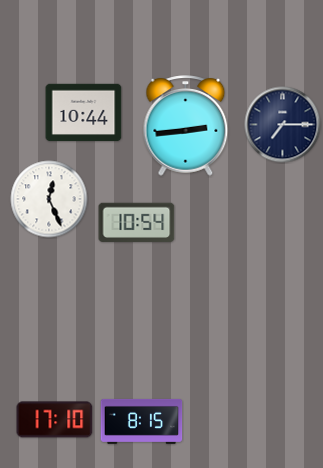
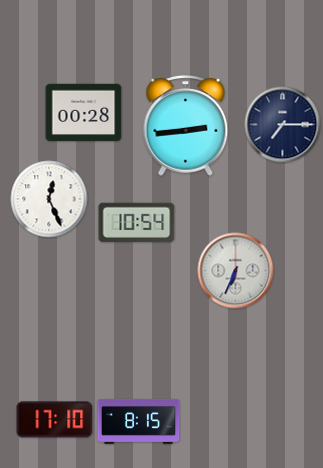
clock at (84, 113): 10:44 -> 00:28
clock at (236, 271): none -> 6:34
clock at (142, 421) position: (142, 421) -> (139, 421)
